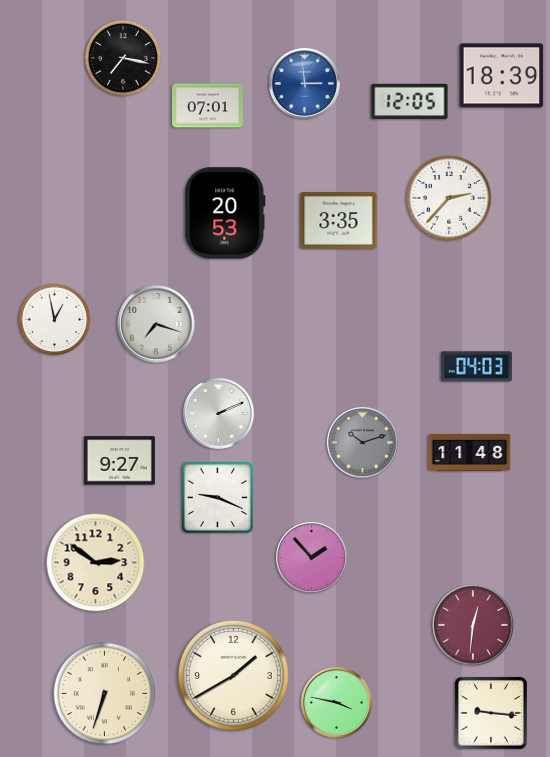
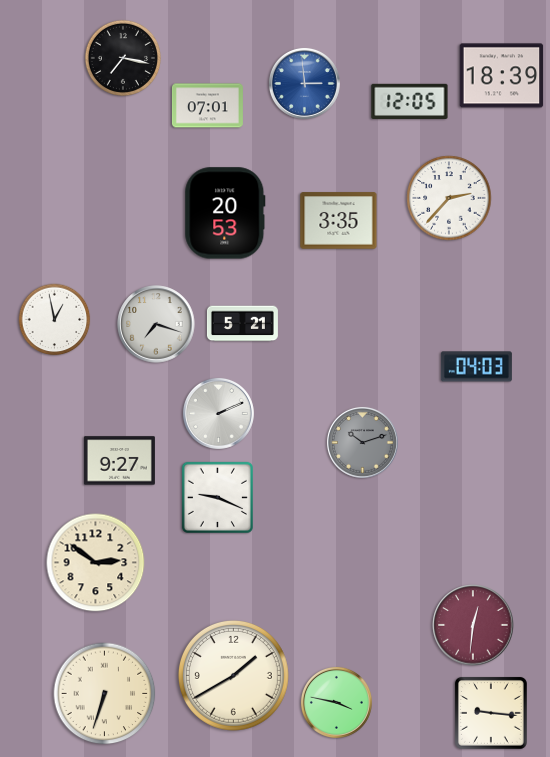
clock at (242, 324): none -> 5:21
clock at (470, 452): 11:48 -> none
clock at (311, 557): 1:53 -> none
